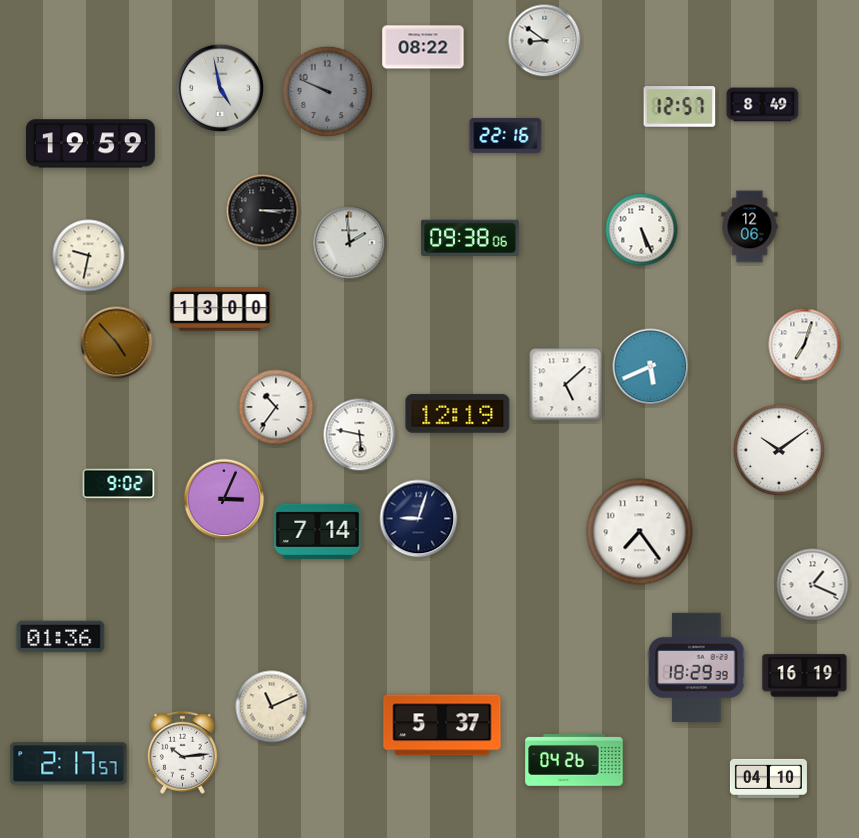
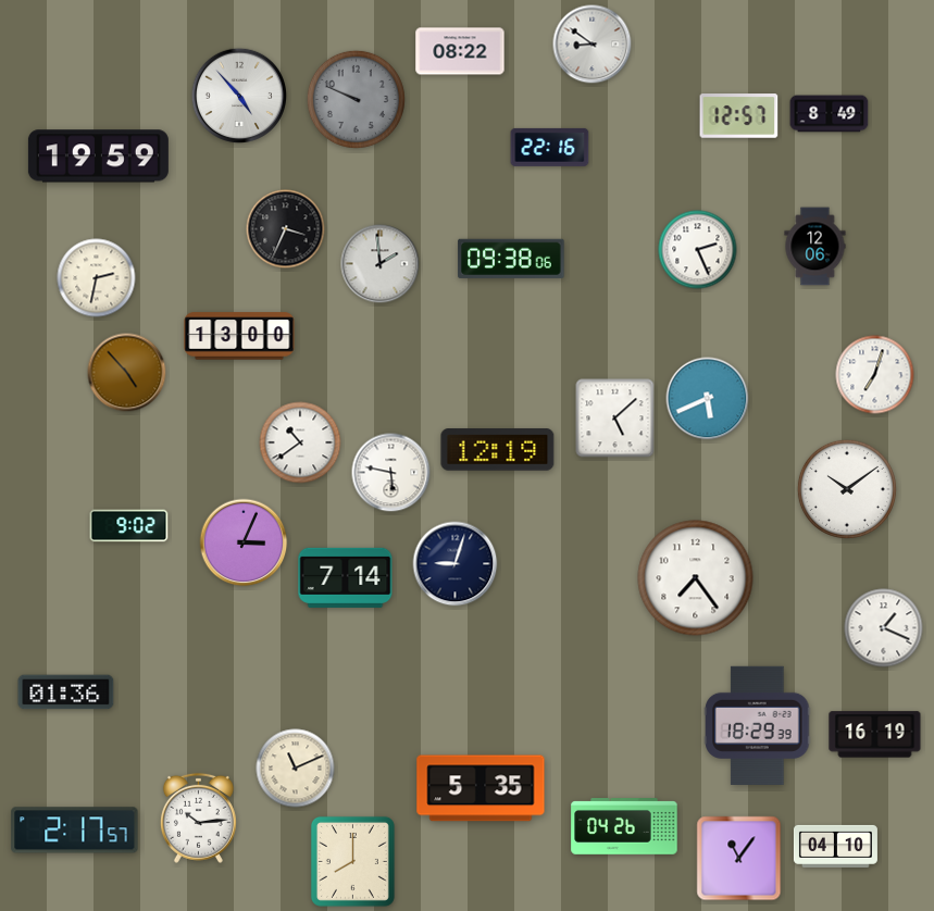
clock at (219, 87): 4:58 -> 4:53
clock at (263, 211): 3:15 -> 3:34
clock at (642, 230): 5:26 -> 2:26
clock at (89, 256): 9:32 -> 2:32
clock at (276, 407): 10:36 -> 10:39
clock at (813, 585) position: (813, 585) -> (884, 628)
clock at (442, 725): 5:37 -> 5:35
clock at (739, 859): none -> 11:06
clock at (352, 861): none -> 8:00
